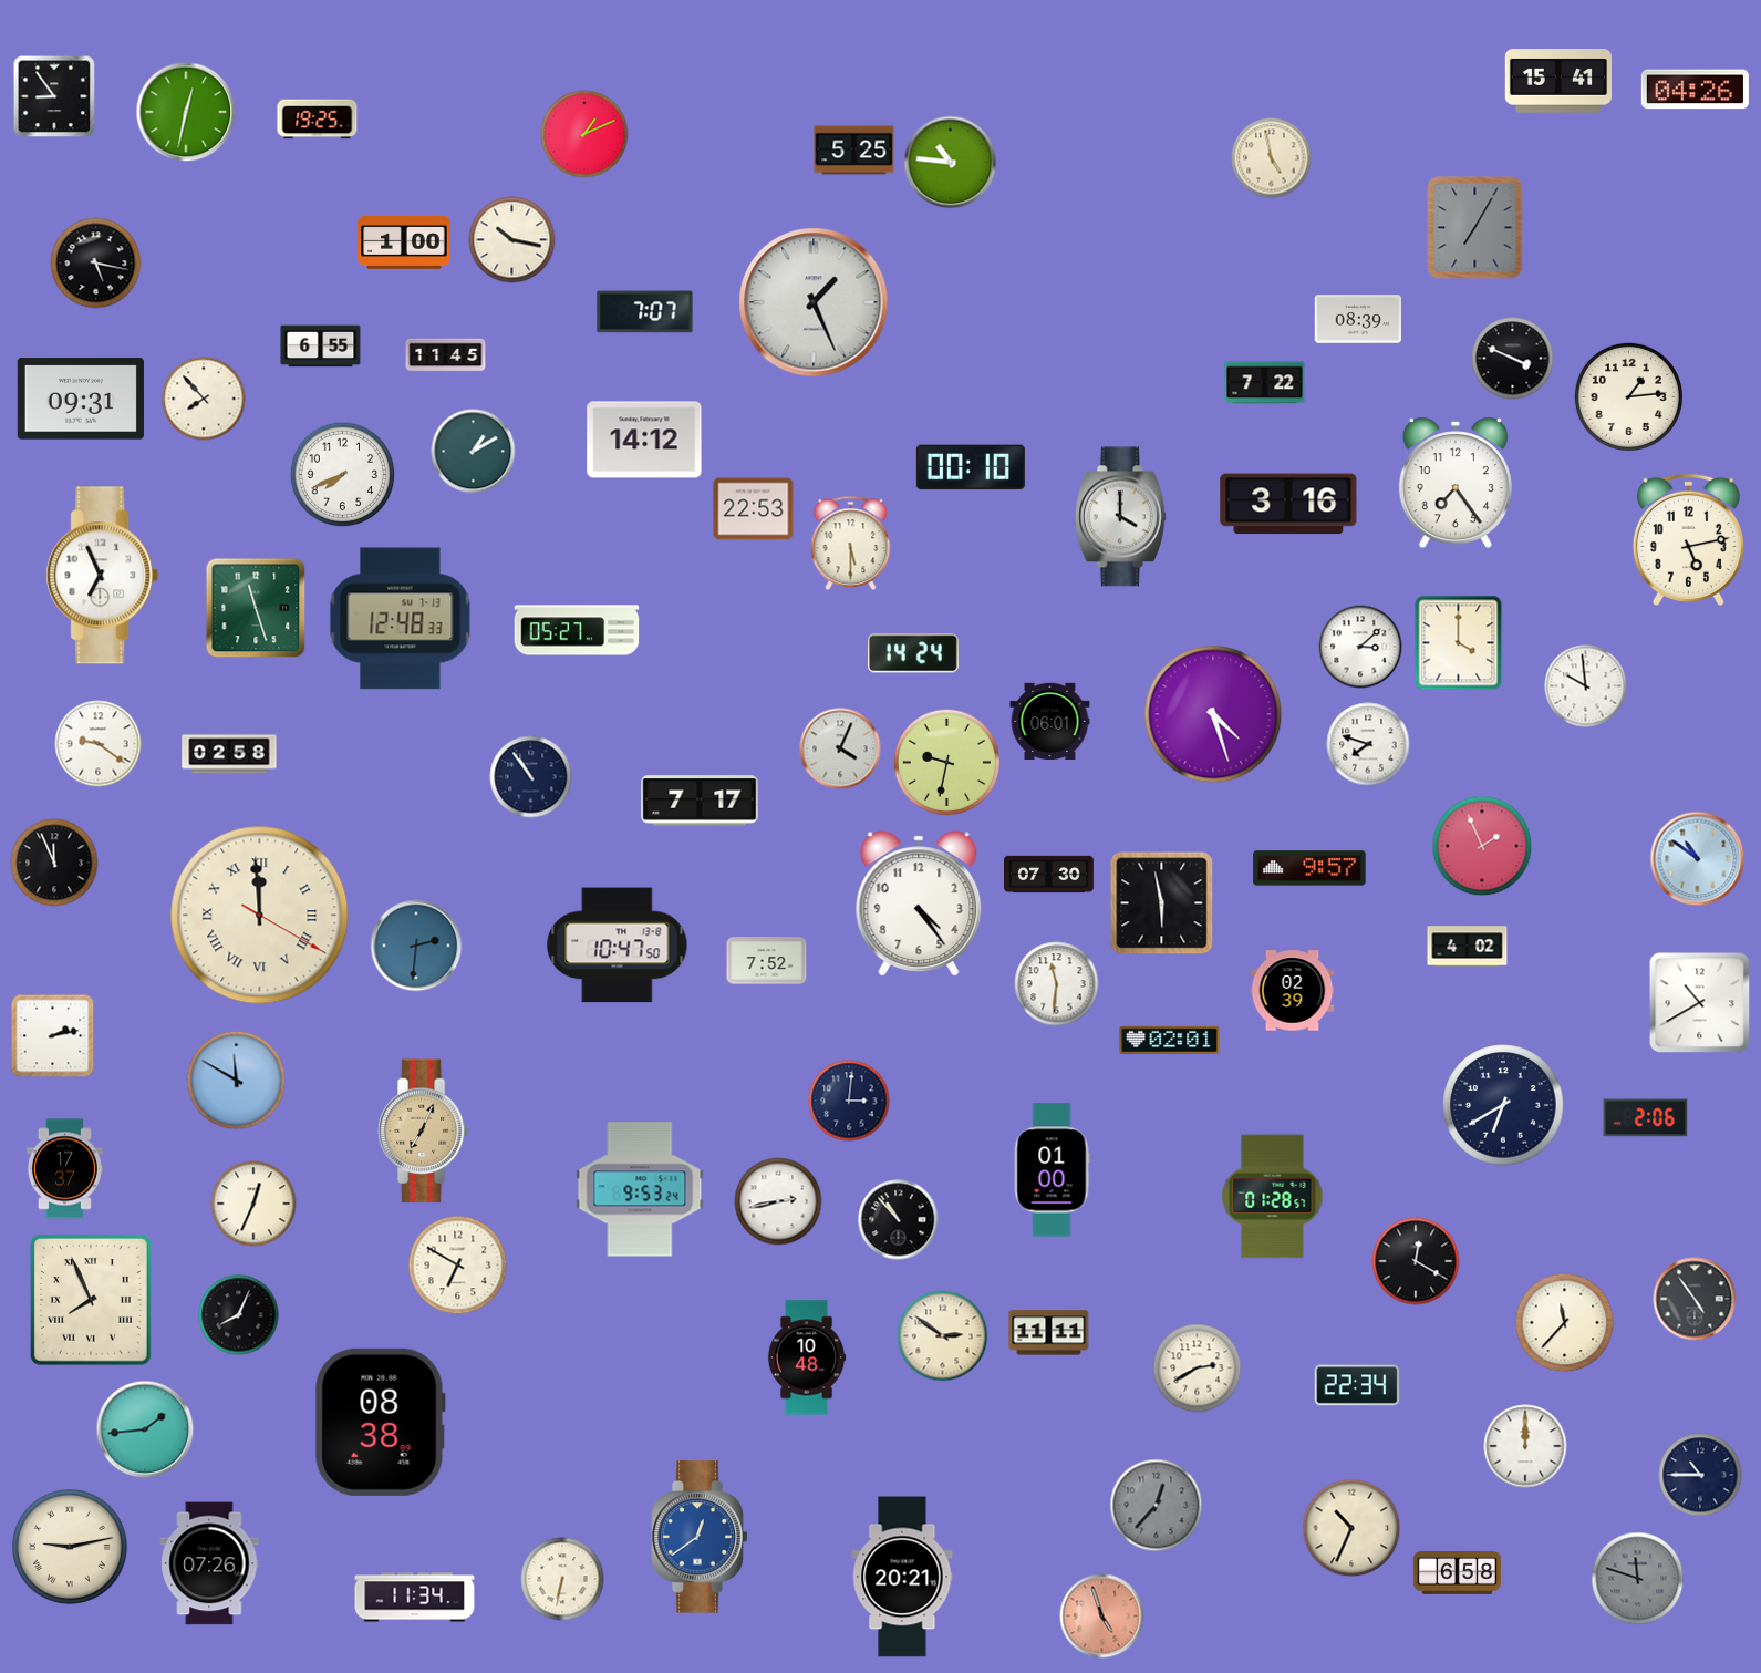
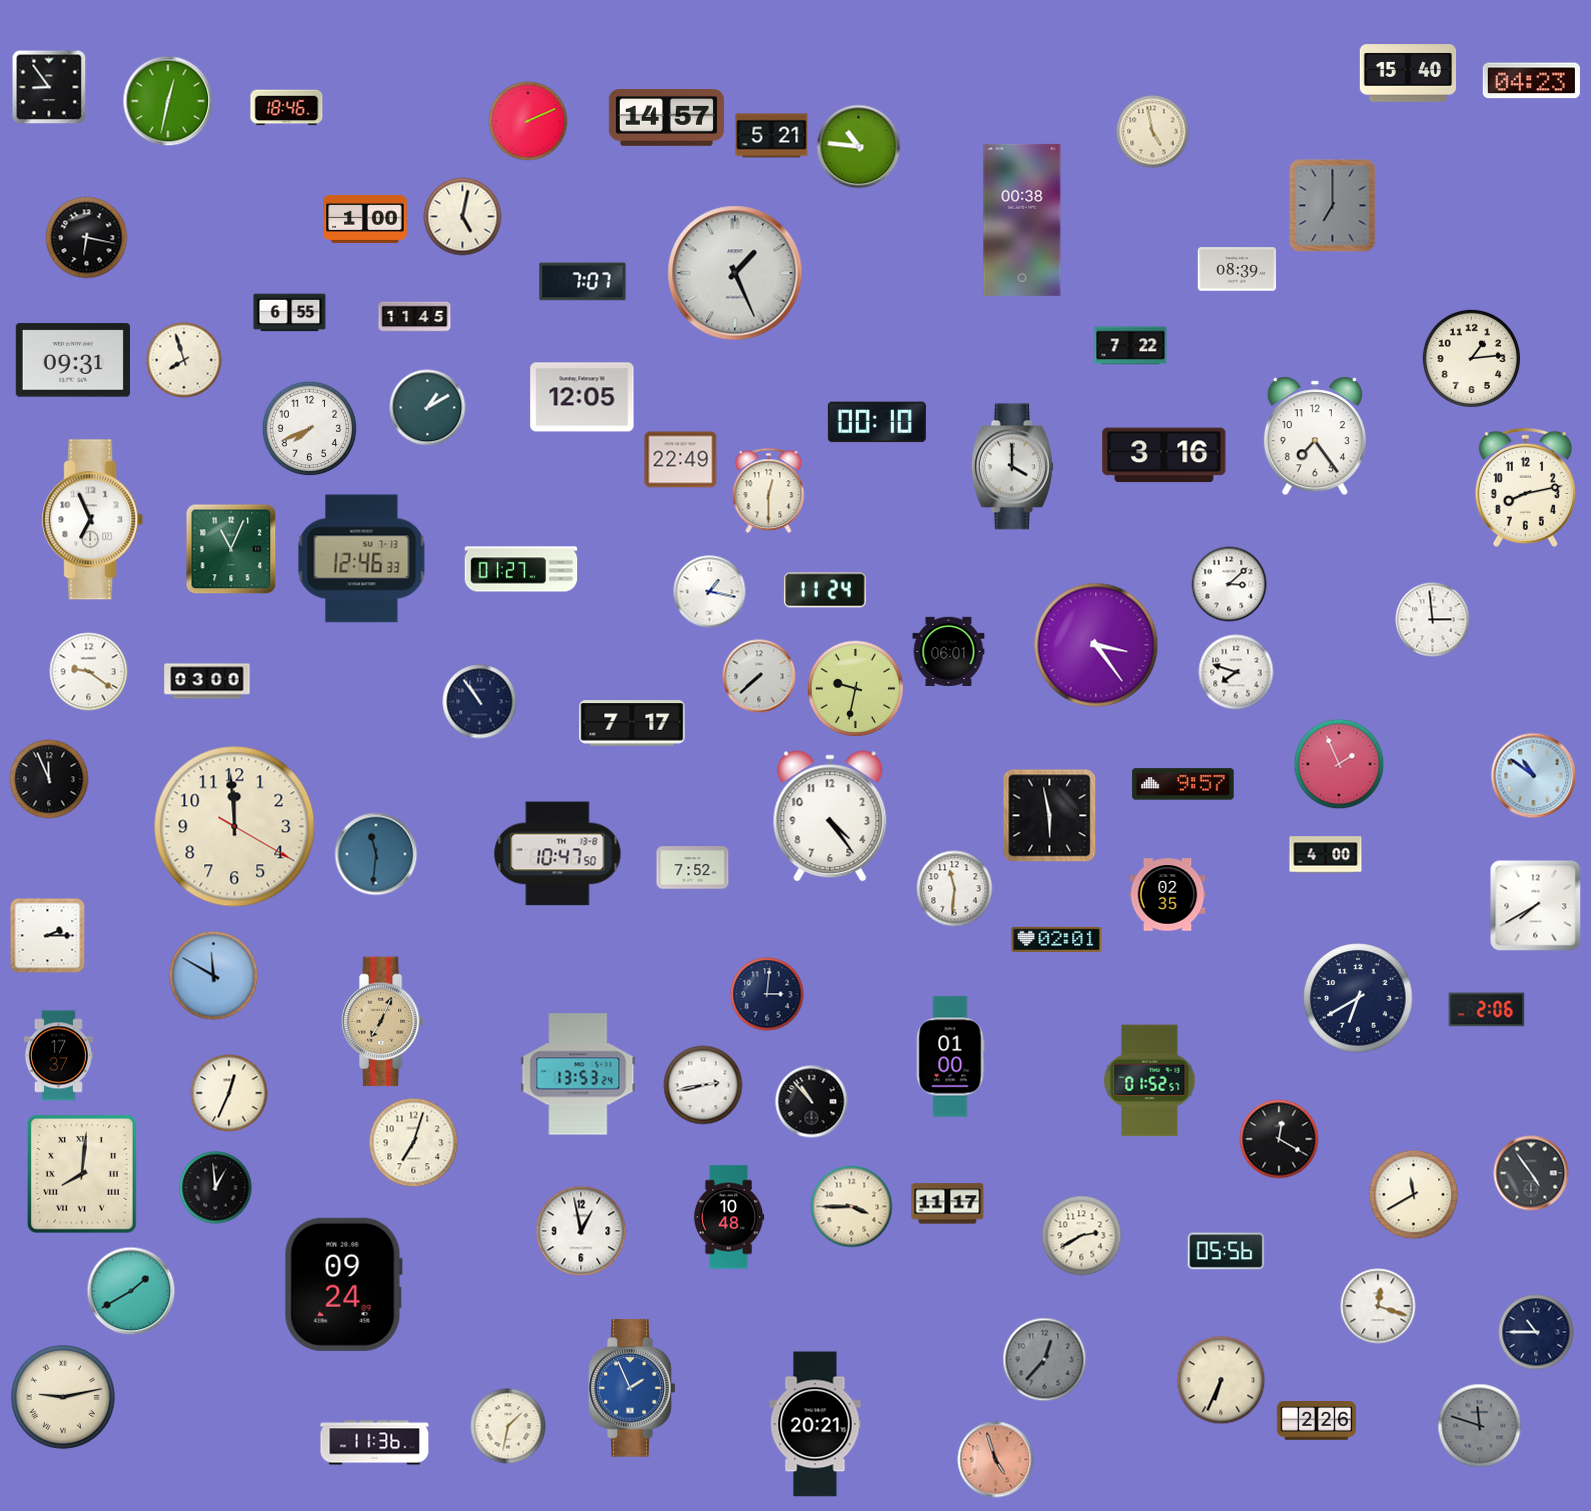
clock at (1558, 81): 15:41 -> 15:40
clock at (1695, 90): 04:26 -> 04:23
clock at (318, 120): 19:25 -> 18:46
clock at (666, 118): none -> 14:57
clock at (584, 134): 1:11 -> 2:11
clock at (854, 151): 5:25 -> 5:21
clock at (1272, 158) position: (1272, 158) -> (1153, 132)
clock at (1475, 228): 7:05 -> 7:00
clock at (512, 240): 10:17 -> 5:02
clock at (1022, 220): none -> 00:38
clock at (96, 264): 5:17 -> 6:17
clock at (1358, 319) position: (1358, 319) -> (1237, 269)
clock at (446, 355) position: (446, 355) -> (415, 317)
clock at (1513, 359): 3:49 -> none
clock at (1265, 383) position: (1265, 383) -> (1131, 346)
clock at (204, 399): 7:53 -> 7:57
clock at (644, 440): 14:12 -> 12:05
clock at (754, 509): 22:53 -> 22:49
clock at (1688, 539): 5:13 -> 8:13
clock at (851, 544): 5:30 -> 12:30
clock at (256, 608): 11:27 -> 11:04
clock at (401, 619): 12:48 -> 12:46
clock at (577, 630): 05:27 -> 01:27
clock at (1459, 643): 4:00 -> none
clock at (913, 653): 14:24 -> 11:24
clock at (710, 592): none -> 1:17
clock at (1586, 686): 9:59 -> 2:59
clock at (1213, 714): 4:27 -> 3:24
clock at (840, 748): 4:04 -> 7:38
clock at (229, 754): 02:58 -> 03:00
clock at (1048, 875): 07:30 -> none
clock at (260, 916) numerals: Roman -> Arabic
clock at (416, 946): 2:31 -> 11:31
clock at (1468, 947): 4:02 -> 4:00
clock at (1293, 991): 02:39 -> 02:35
clock at (1700, 1003): 10:40 -> 7:40
clock at (53, 1036): 2:13 -> 2:15
clock at (640, 1189): 9:53 -> 13:53
clock at (1273, 1197): 01:28 -> 01:52
clock at (253, 1204) position: (253, 1204) -> (229, 1093)
clock at (458, 1266): 6:50 -> 7:03
clock at (91, 1301): 7:56 -> 8:01
clock at (239, 1315): 8:04 -> 12:59
clock at (1565, 1323): 11:37 -> 11:40
clock at (1049, 1333): 11:11 -> 11:17
clock at (943, 1336): 2:51 -> 3:45
clock at (807, 1357) position: (807, 1357) -> (729, 1217)
clock at (581, 1231): none -> 12:58
clock at (1357, 1385): 22:34 -> 05:56
clock at (380, 1422): 08:38 -> 09:24
clock at (145, 1429): 1:44 -> 1:40
clock at (1525, 1446): 12:00 -> 12:18
clock at (1351, 1528): 10:34 -> 6:34
clock at (700, 1537): 12:39 -> 1:56
clock at (209, 1563): 07:26 -> none
clock at (1457, 1573): 6:58 -> 2:26
clock at (562, 1579): 6:32 -> 1:32
clock at (415, 1598): 11:34 -> 11:36
